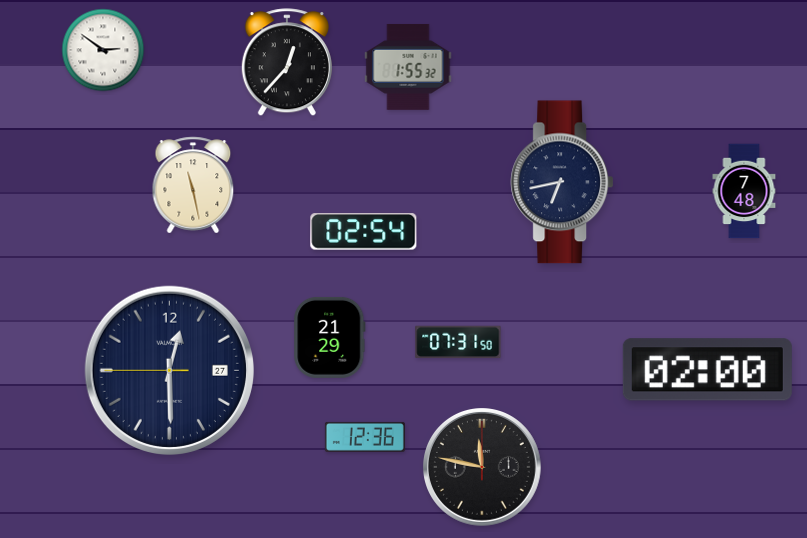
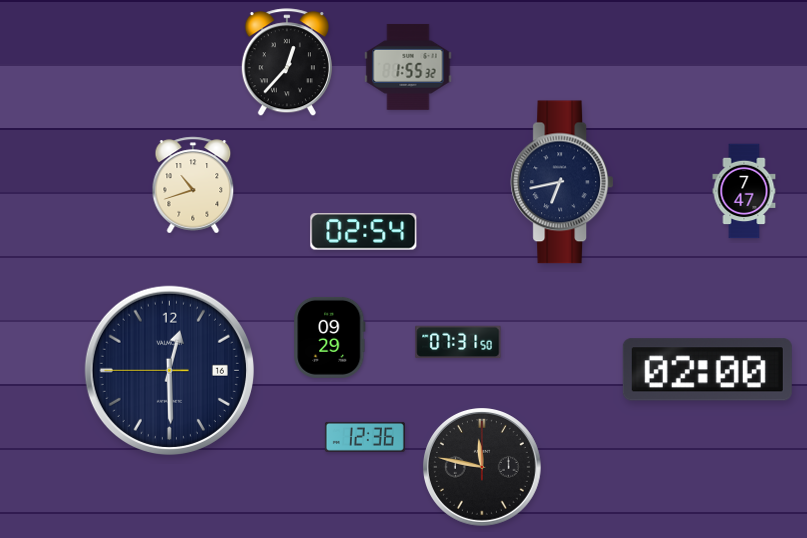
clock at (103, 50): 2:51 -> none
clock at (193, 185): 11:28 -> 10:42
clock at (744, 191): 7:48 -> 7:47
clock at (330, 337): 21:29 -> 09:29
clock at (169, 370) date: 27 -> 16
